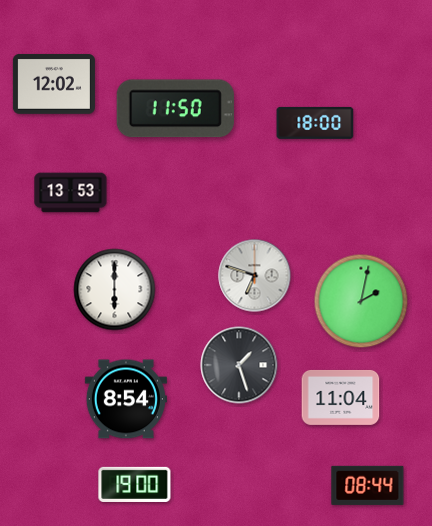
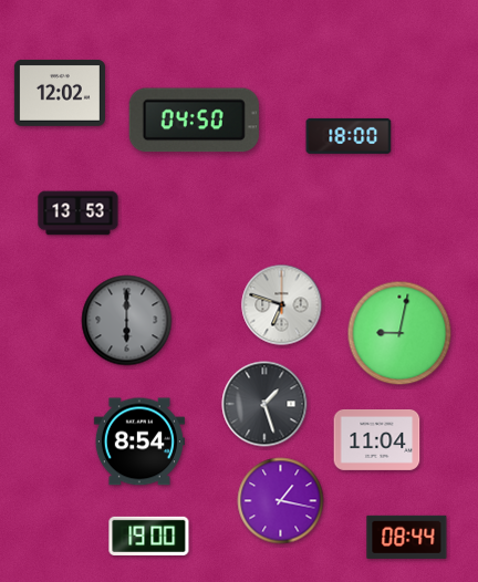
clock at (175, 109): 11:50 -> 04:50
clock at (115, 290) dial: white -> grey
clock at (361, 301): 2:02 -> 9:02
clock at (281, 501): none -> 1:17
